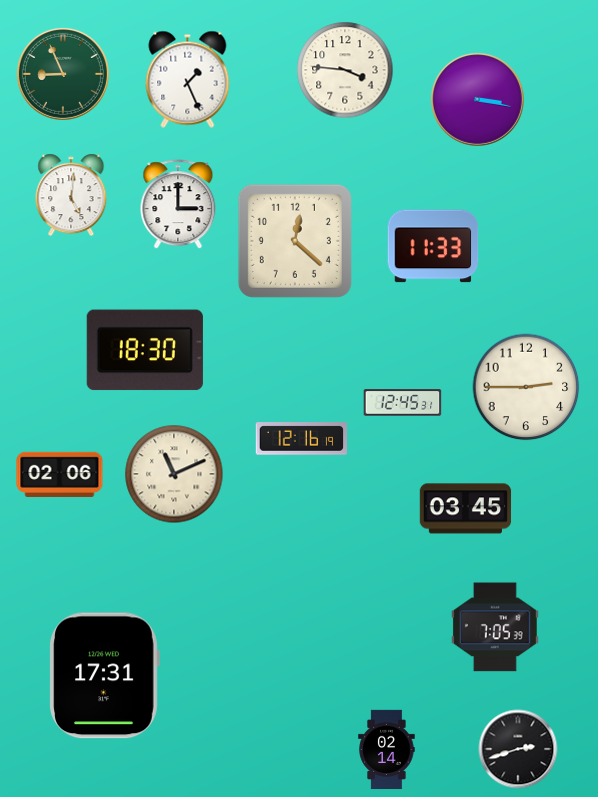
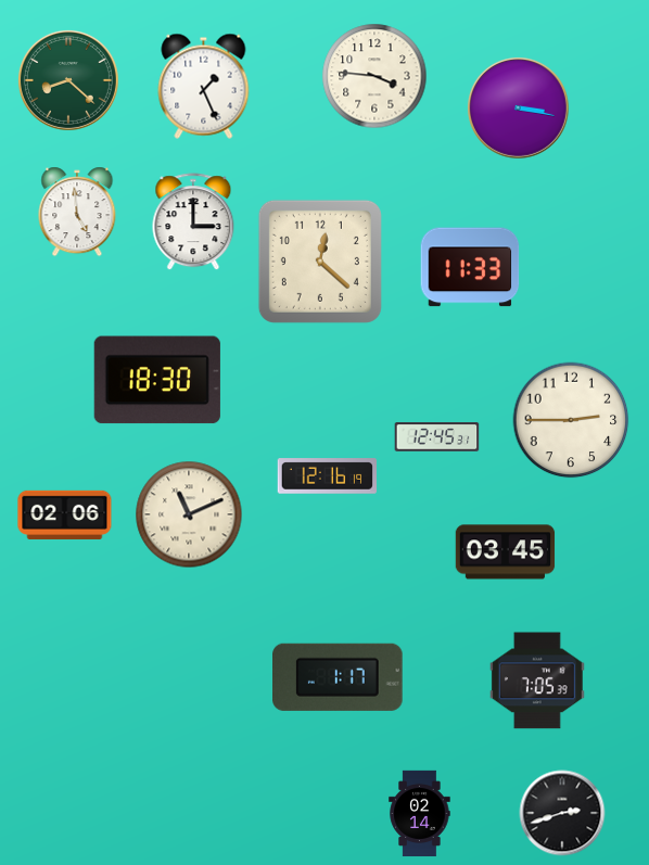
clock at (63, 74): 8:56 -> 8:22
clock at (71, 195): 5:01 -> 4:59
clock at (339, 677): none -> 1:17
clock at (104, 676): 17:31 -> none
